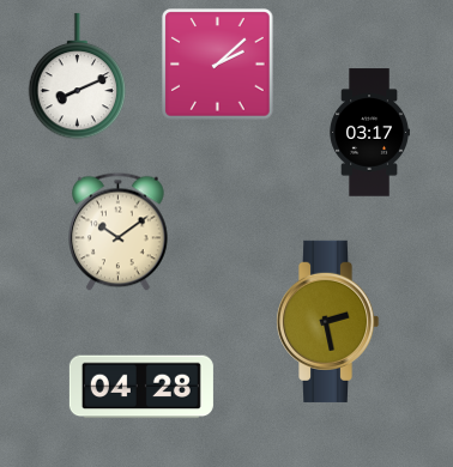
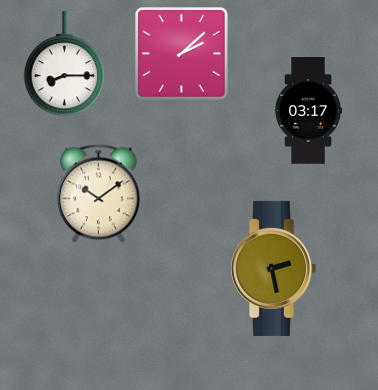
clock at (78, 77): 8:11 -> 8:15
clock at (141, 387): 04:28 -> none
